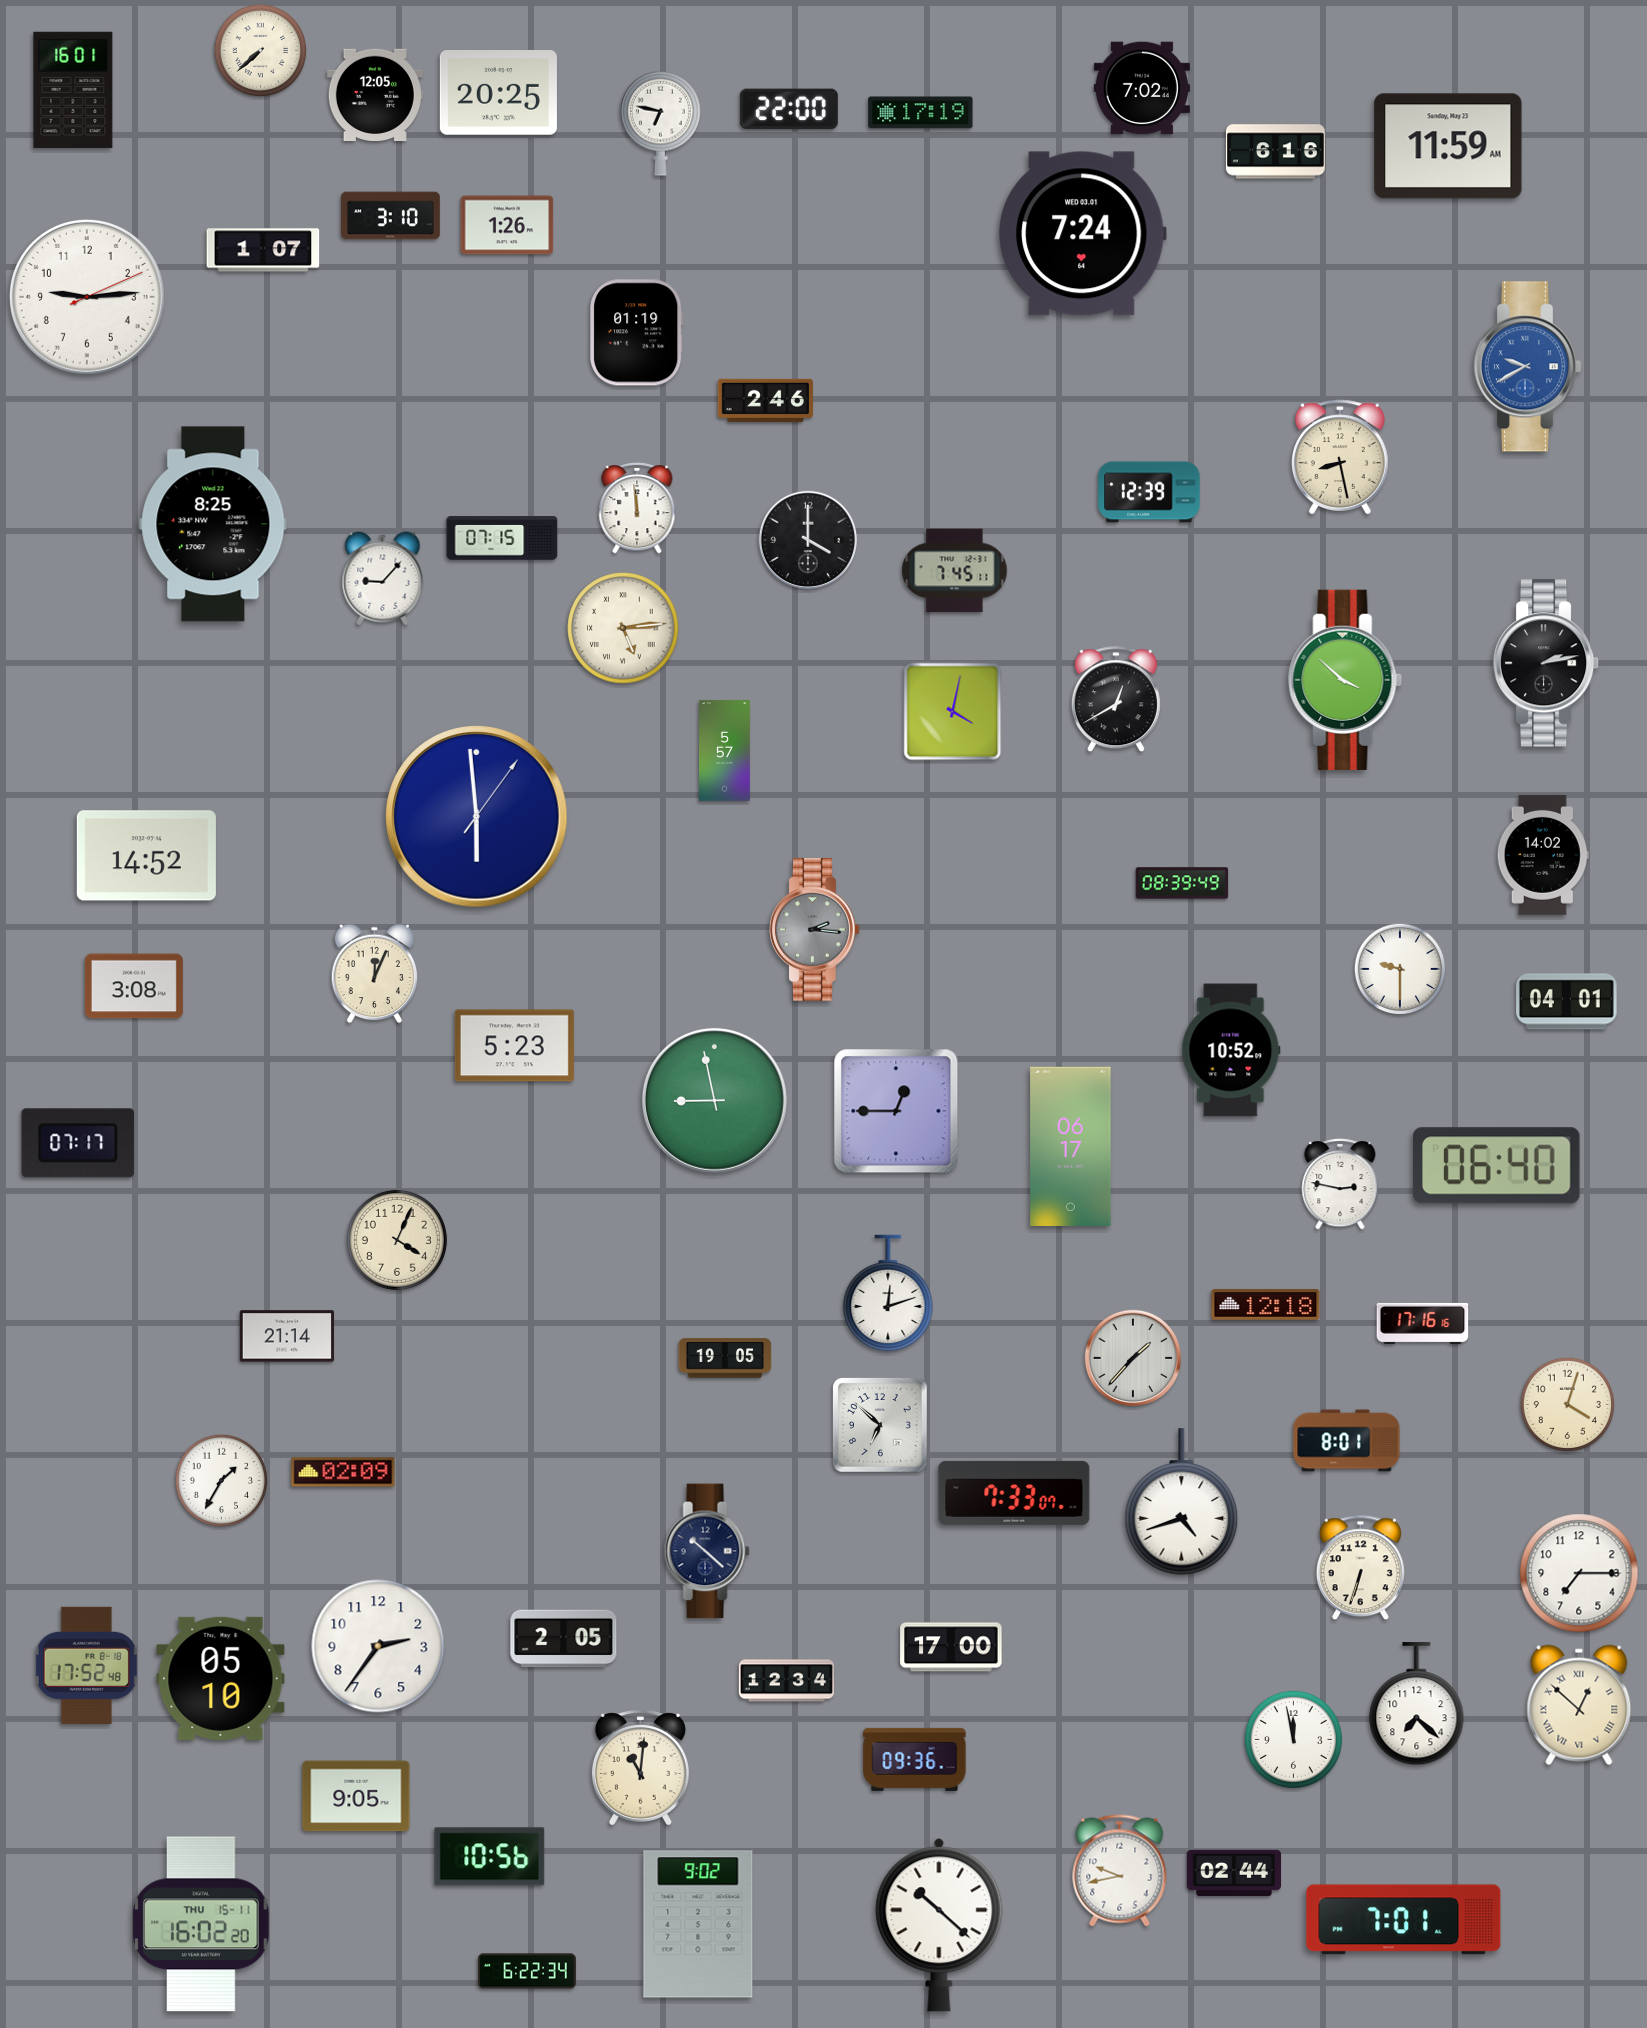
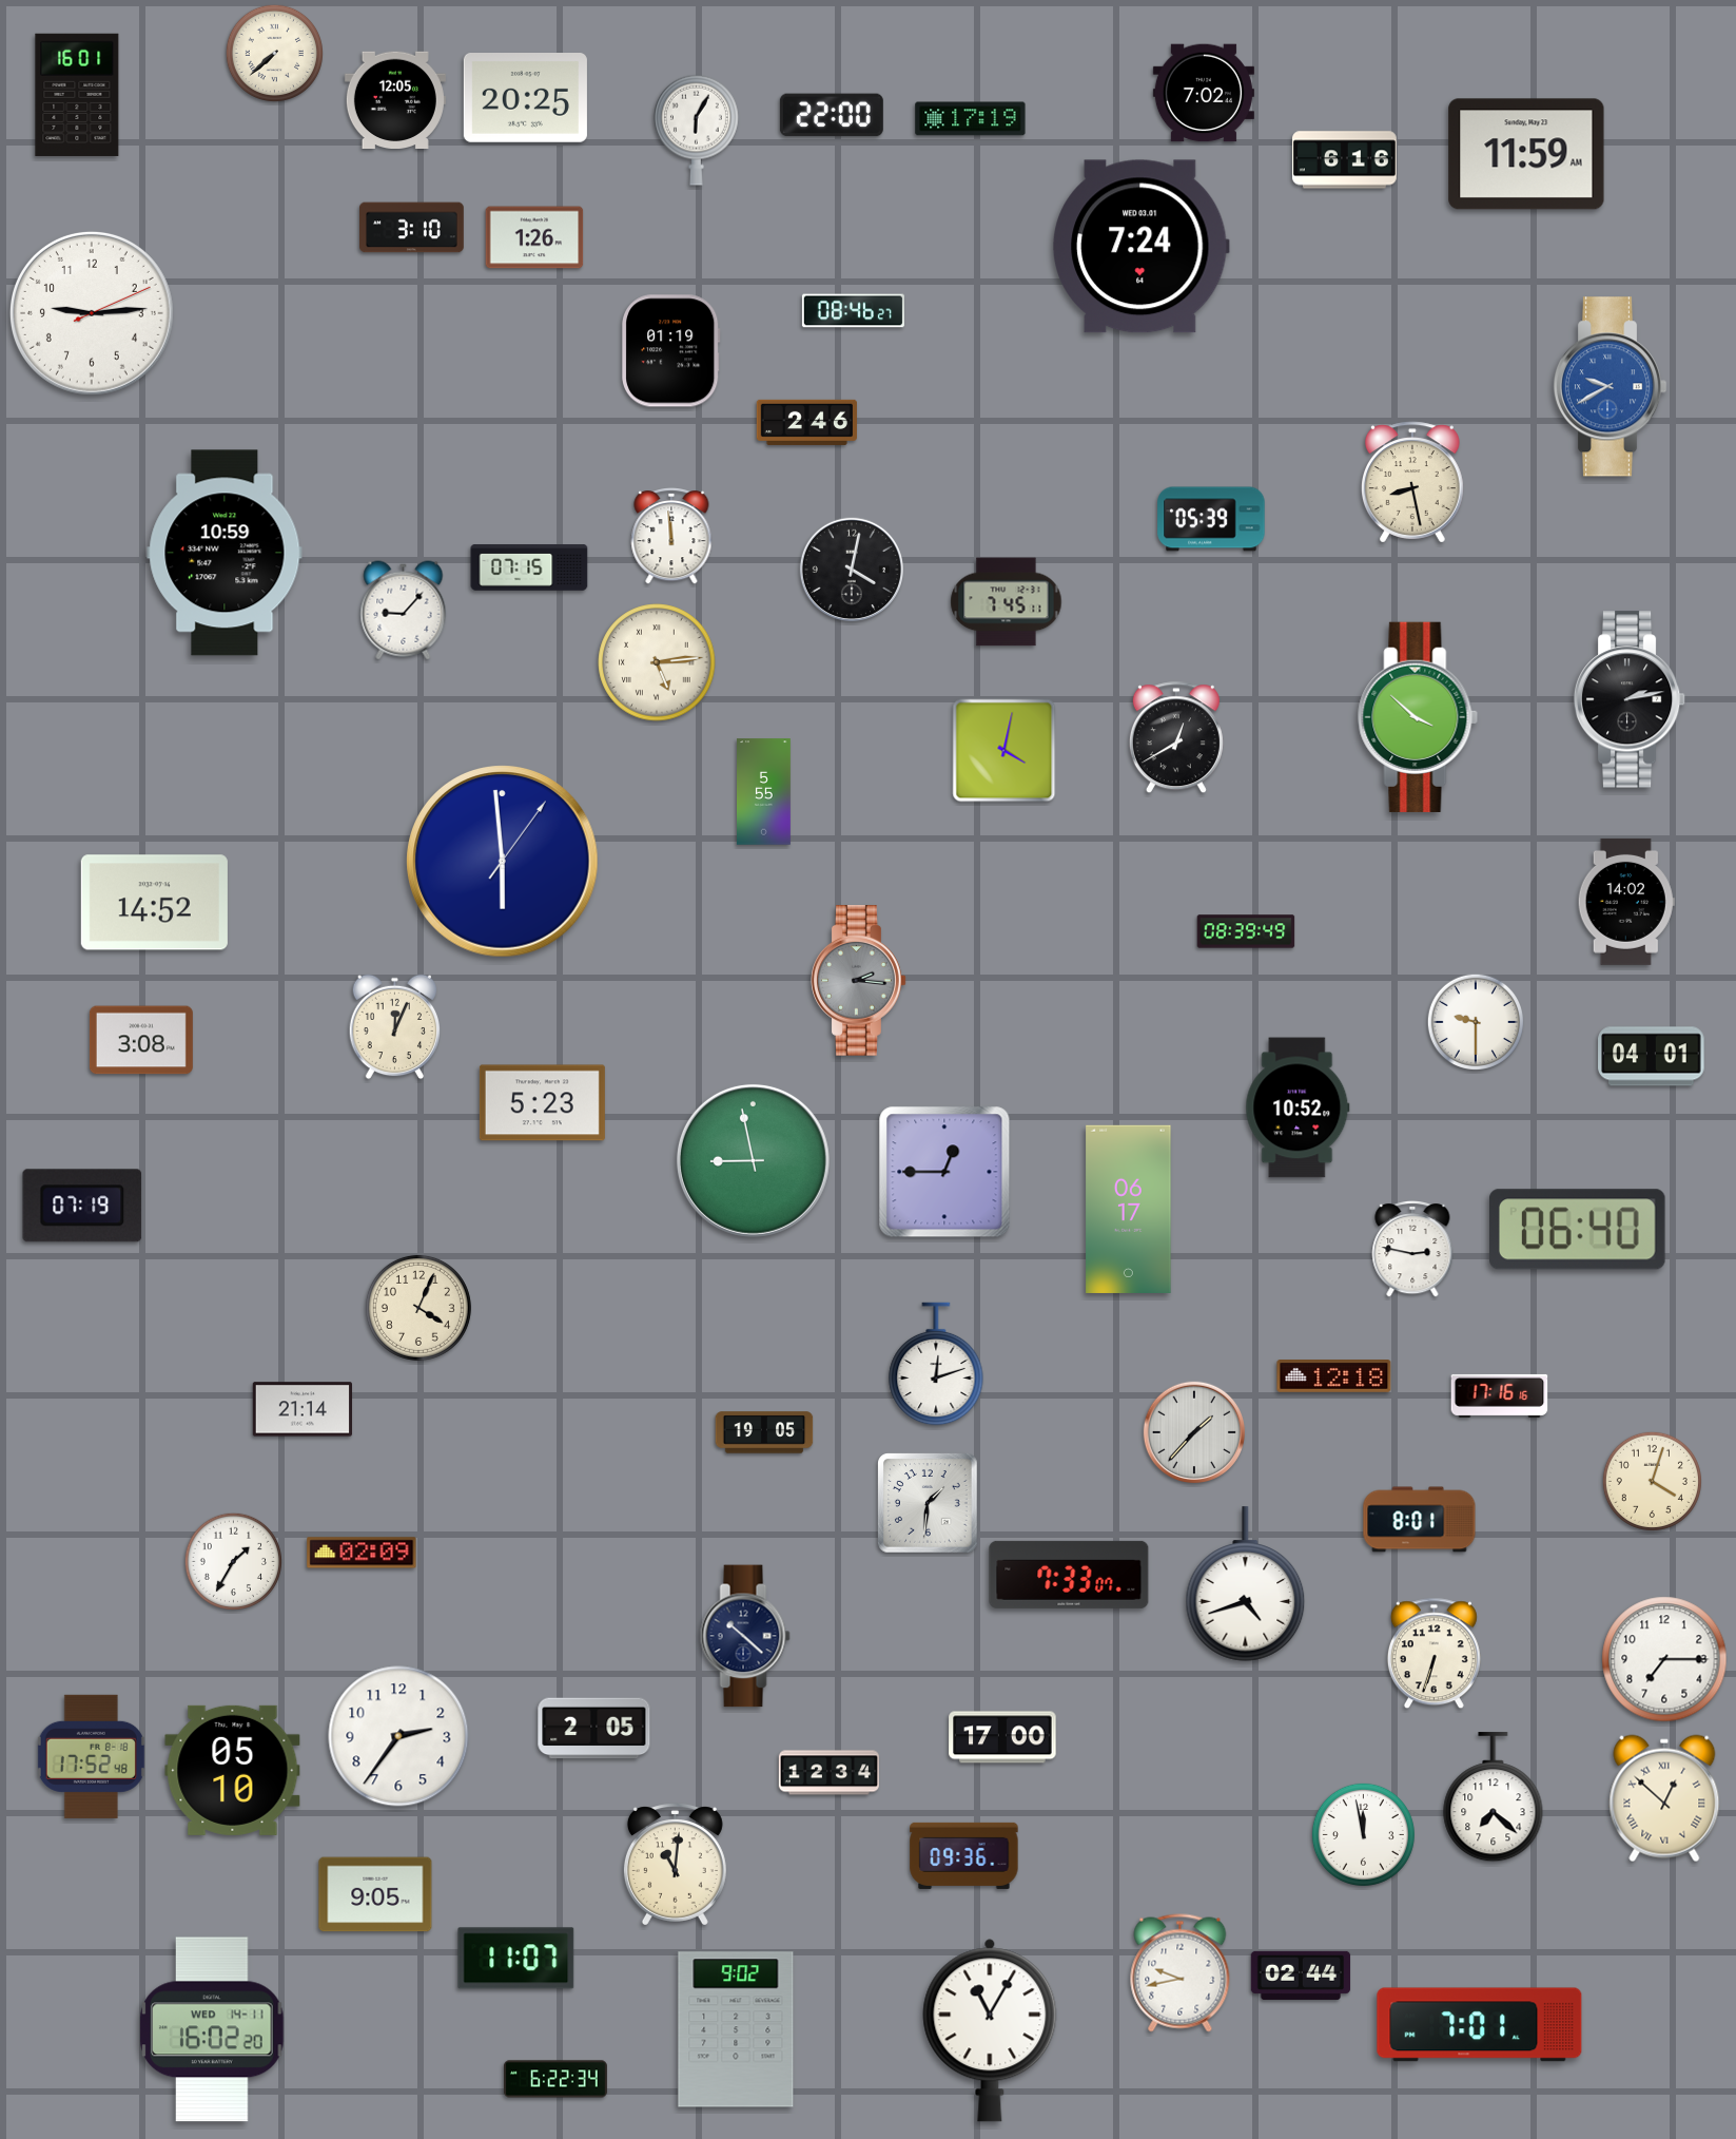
clock at (660, 123): 6:47 -> 6:05
clock at (263, 250): 1:07 -> none
clock at (853, 311): none -> 08:46
clock at (1149, 492): 12:39 -> 05:39
clock at (213, 524): 8:25 -> 10:59
clock at (807, 539): 4:00 -> 4:02
clock at (725, 751): 5:57 -> 5:55
clock at (78, 1143): 07:17 -> 07:19
clock at (881, 1426): 6:52 -> 1:31
clock at (490, 1857): 10:56 -> 11:07
clock at (201, 1924) date: THU 15-11 -> WED 14-11
clock at (939, 1925): 10:22 -> 11:05
